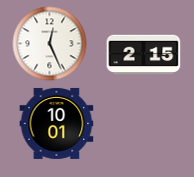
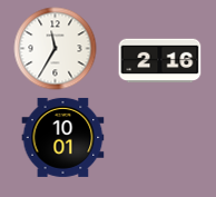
clock at (50, 44): 12:26 -> 11:35
clock at (144, 55): 2:15 -> 2:16
